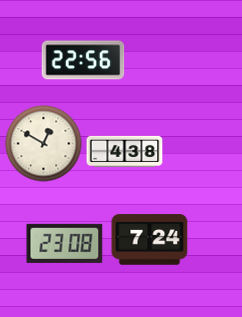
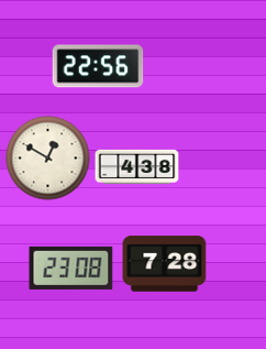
clock at (83, 60) position: (83, 60) -> (98, 66)
clock at (150, 240): 7:24 -> 7:28
